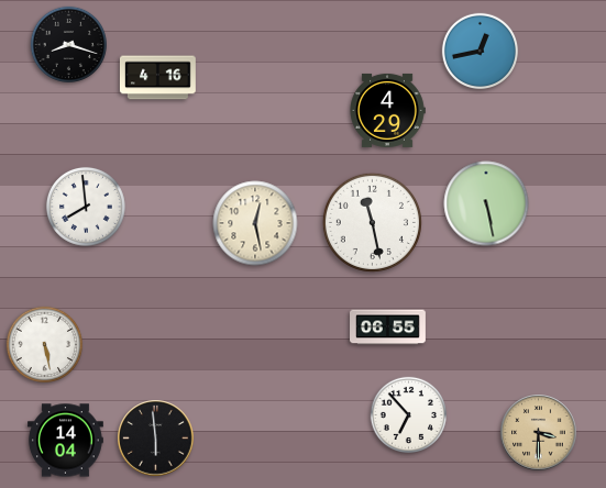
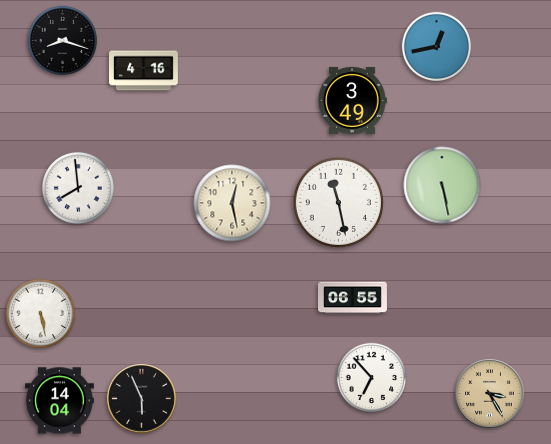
clock at (387, 110): 4:29 -> 3:49
clock at (539, 433): 3:30 -> 3:25
clock at (156, 439): 5:59 -> 5:56
